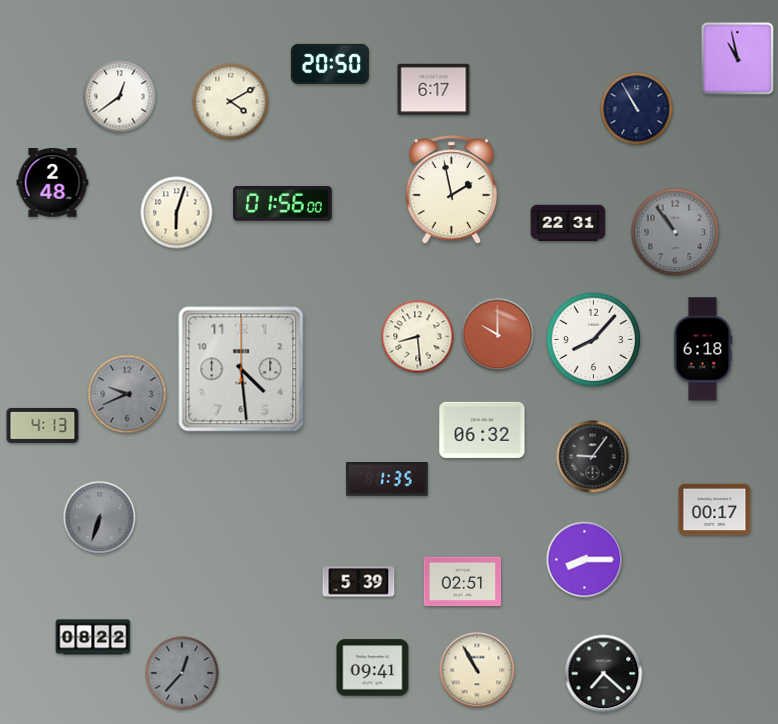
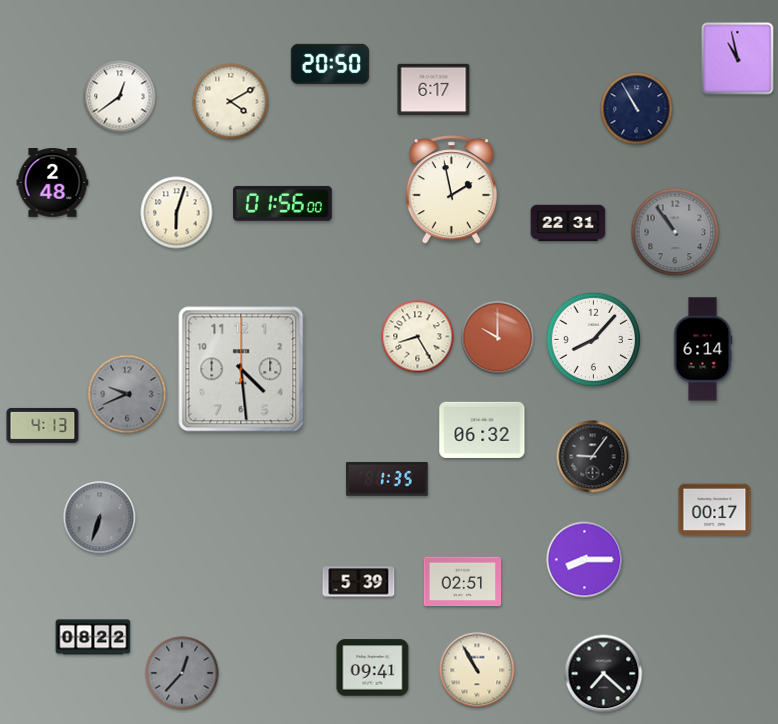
clock at (498, 335) position: (498, 335) -> (498, 338)
clock at (418, 337): 8:29 -> 8:25
clock at (703, 349): 6:18 -> 6:14
